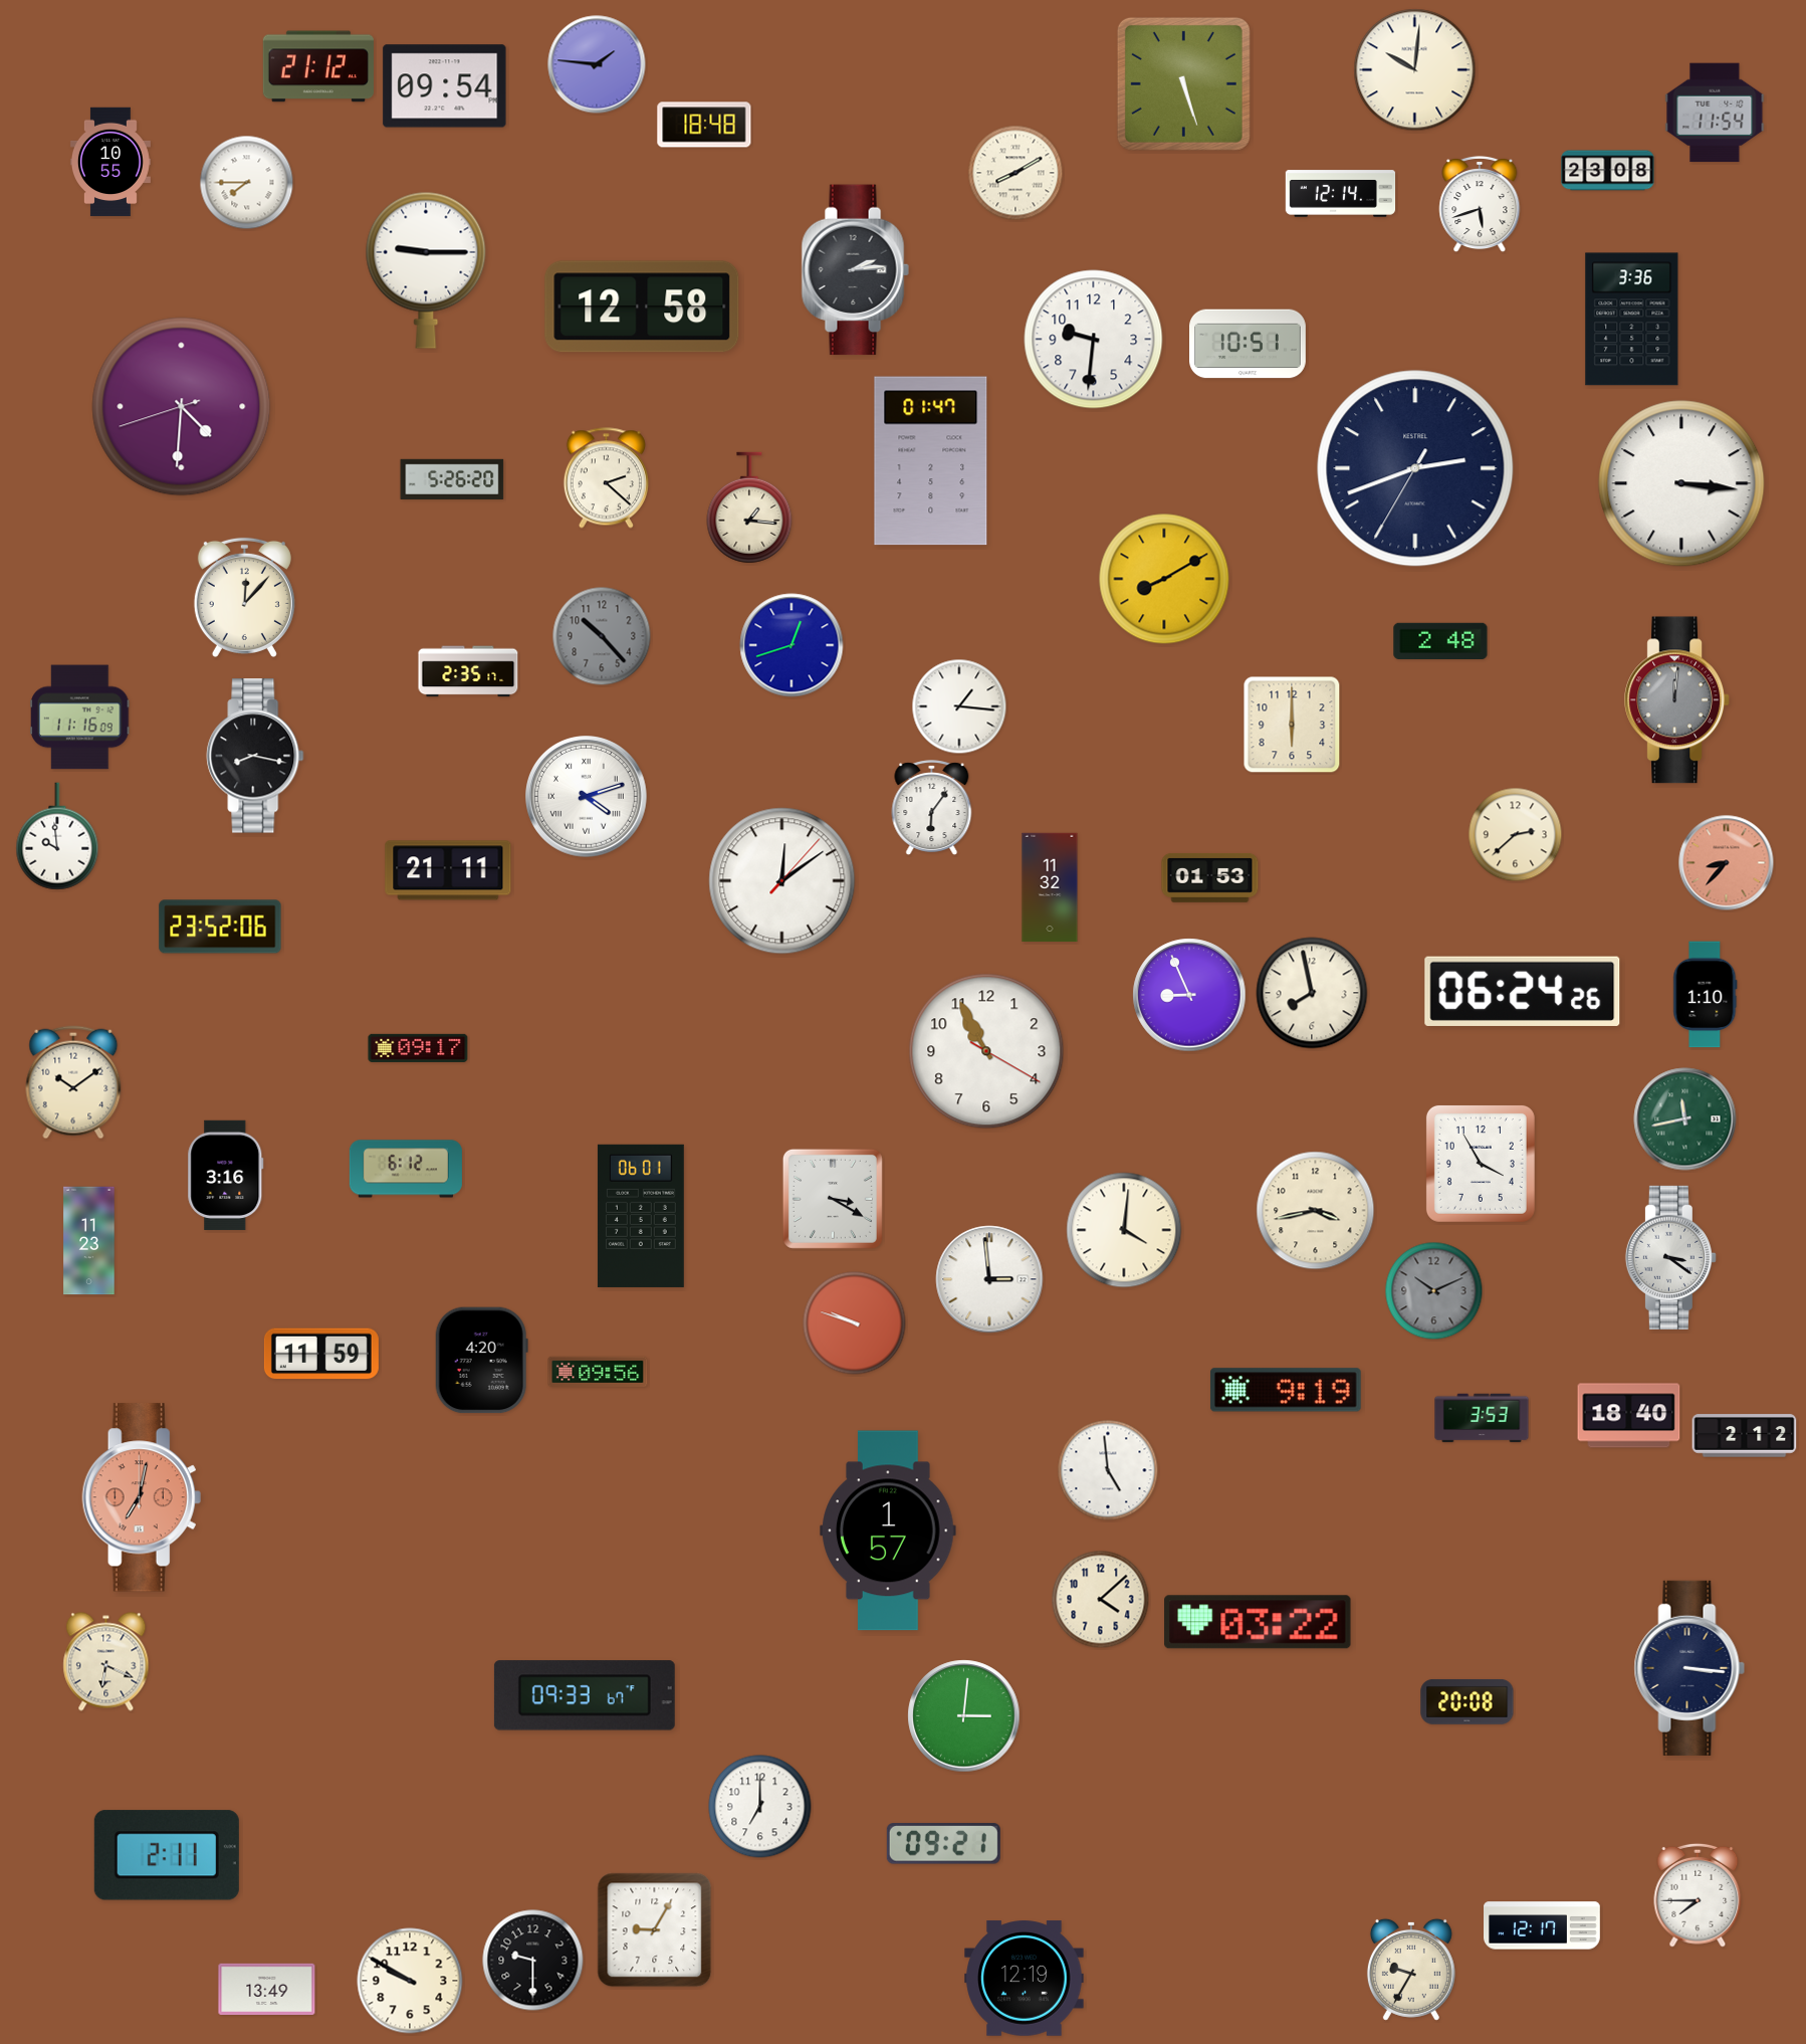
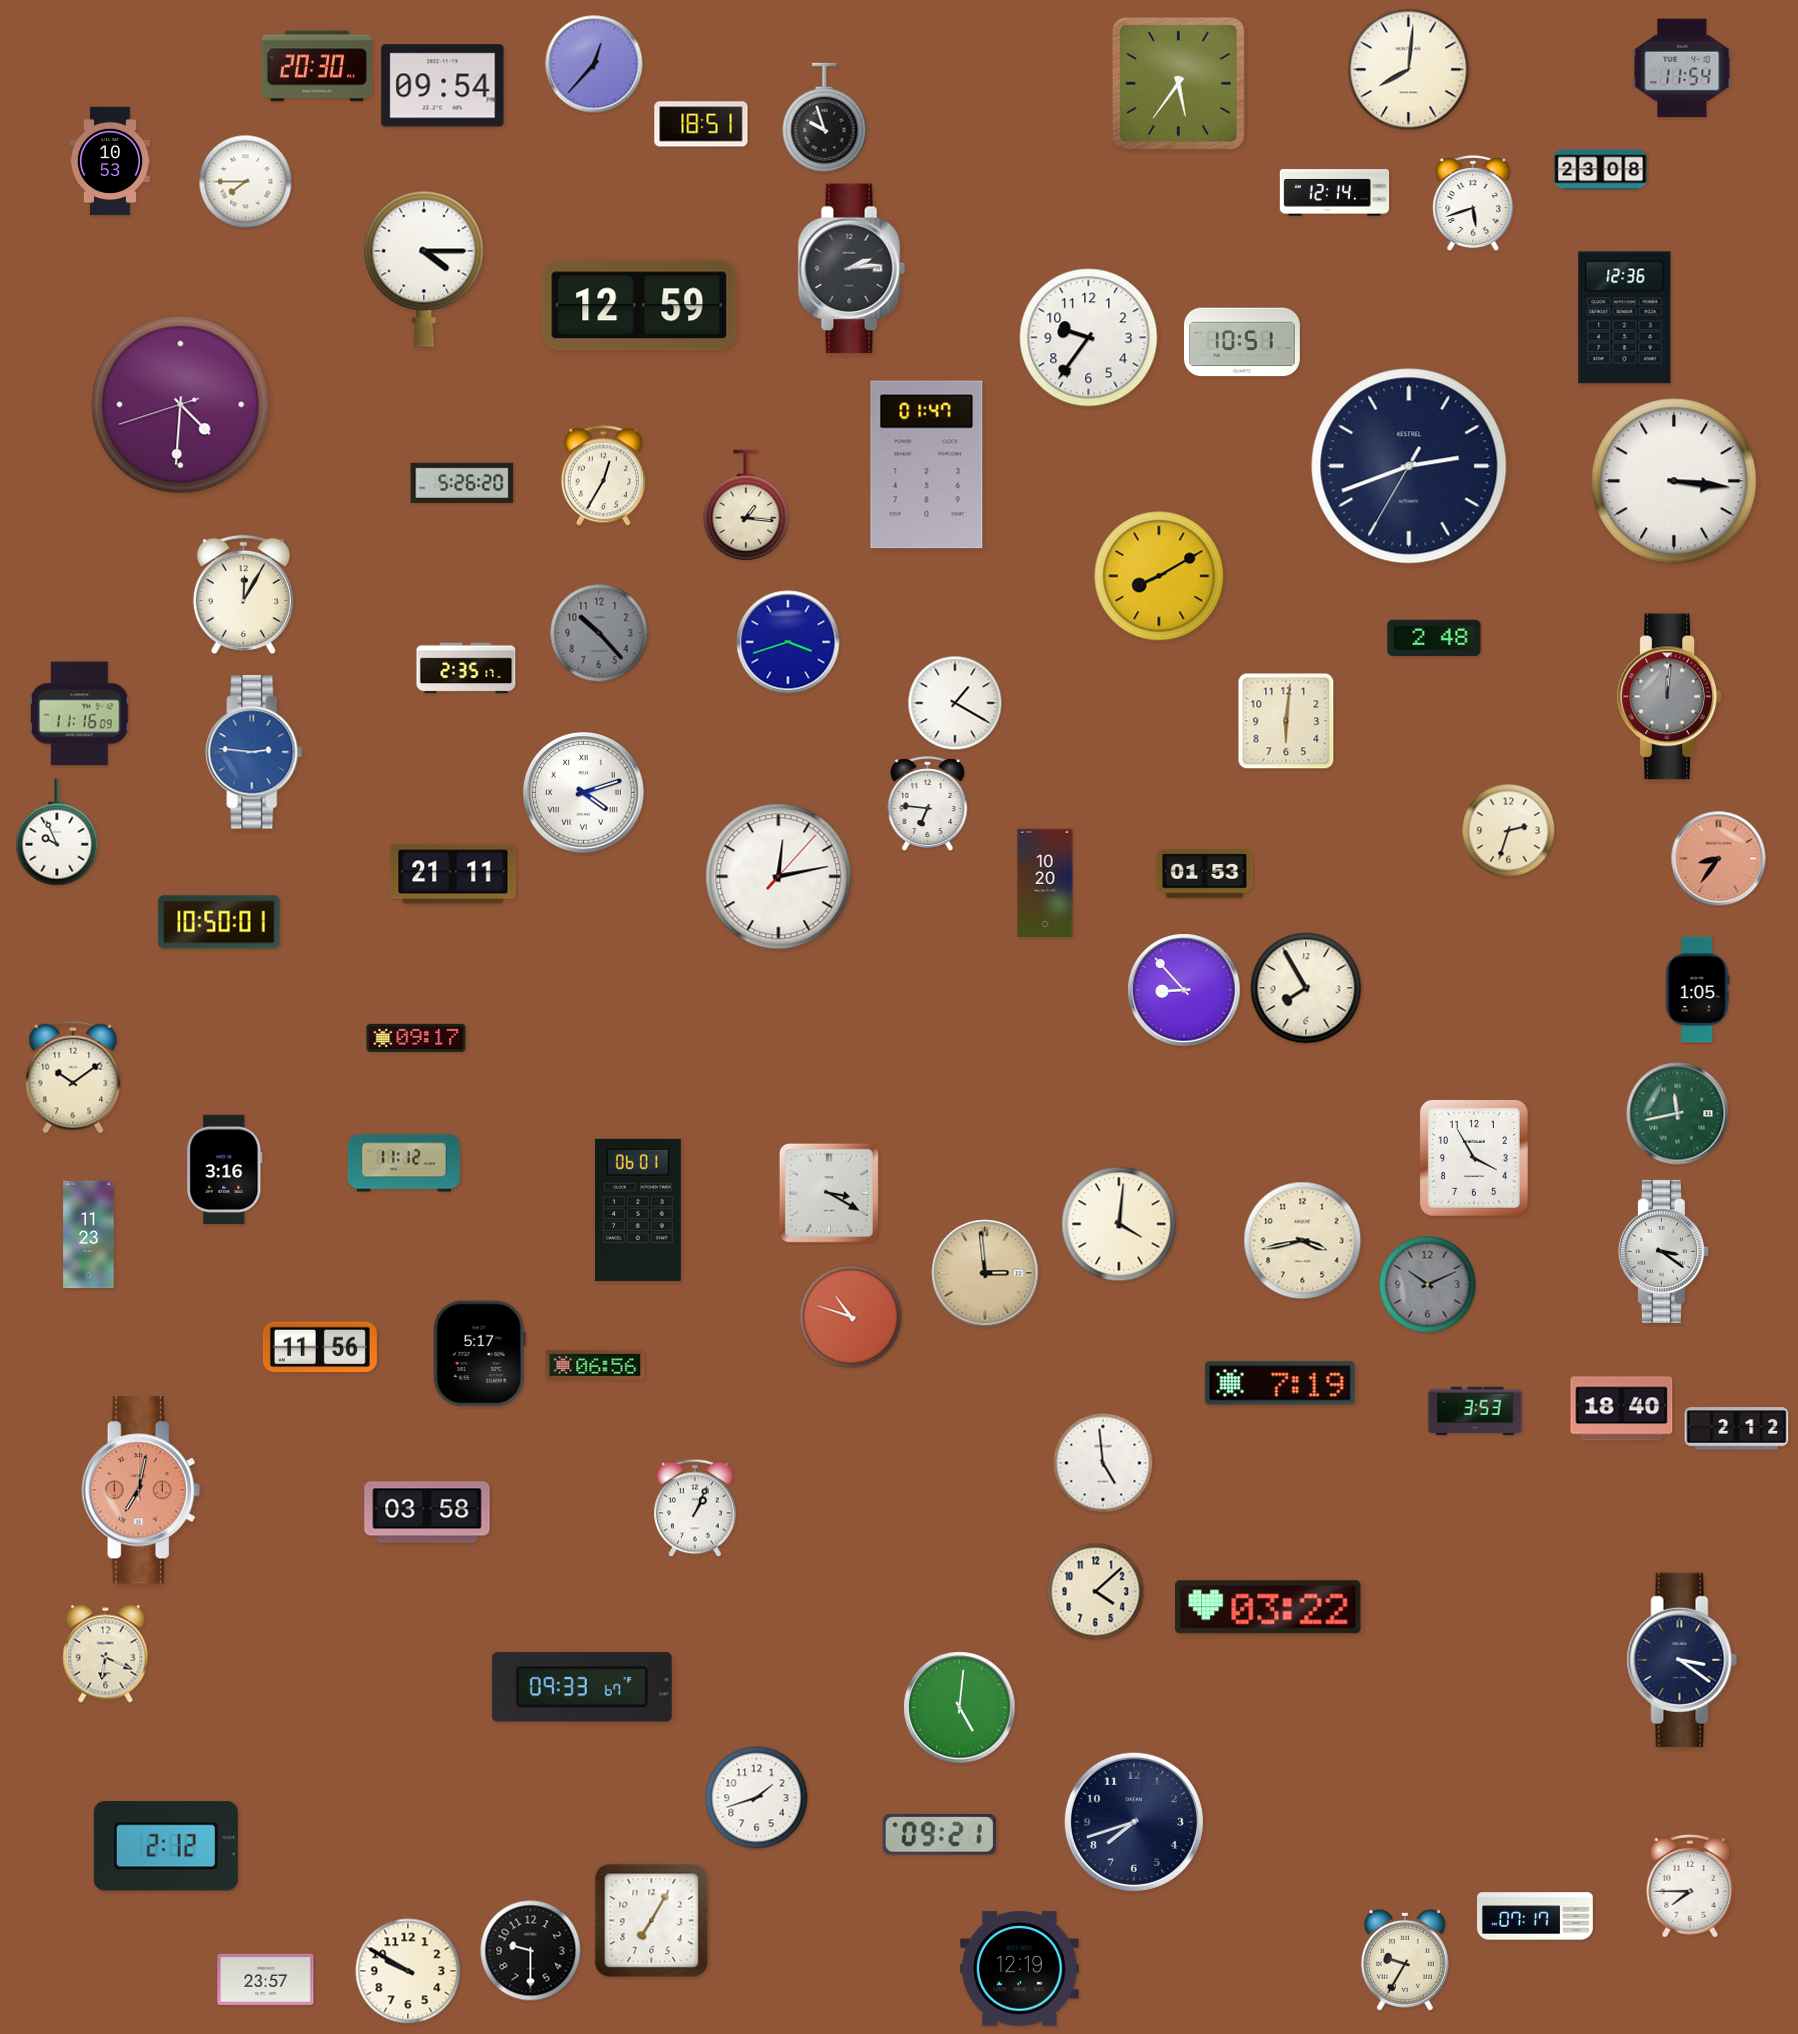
clock at (597, 64): 1:46 -> 12:37
clock at (318, 66): 21:12 -> 20:30
clock at (1415, 70): 10:01 -> 8:01
clock at (1183, 83): 5:27 -> 5:36
clock at (1715, 113) position: (1715, 113) -> (1682, 68)
clock at (825, 118): none -> 9:57
clock at (704, 125): 18:48 -> 18:51
clock at (110, 162): 10:55 -> 10:53
clock at (1015, 173): 8:10 -> none
clock at (426, 270): 9:15 -> 4:15
clock at (642, 306): 12:58 -> 12:59
clock at (1632, 320): 3:36 -> 12:36
clock at (1094, 340): 9:31 -> 9:36
clock at (931, 461) position: (931, 461) -> (927, 465)
clock at (606, 478): 2:22 -> 12:35
clock at (452, 479) position: (452, 479) -> (462, 483)
clock at (244, 597): 12:07 -> 12:05
clock at (792, 645): 12:42 -> 3:42
clock at (959, 706): 1:16 -> 1:20
clock at (1292, 725): 6:00 -> 6:01
clock at (255, 756): 8:17 -> 2:46
clock at (255, 756) dial: black -> blue
clock at (932, 807): 6:06 -> 6:46
clock at (1516, 835): 2:38 -> 2:33
clock at (57, 836): 9:59 -> 9:56
clock at (1727, 863): 8:37 -> 8:36
clock at (448, 870) position: (448, 870) -> (453, 874)
clock at (782, 881): 12:09 -> 12:13
clock at (1050, 887): 11:32 -> 10:20
clock at (220, 927): 23:52 -> 10:50
clock at (1523, 991): 06:24 -> none
clock at (1312, 993): 7:58 -> 7:55
clock at (1189, 995): 8:56 -> 8:53
clock at (1706, 995): 1:10 -> 1:05
clock at (418, 1048) position: (418, 1048) -> (416, 1038)
clock at (986, 1051): 10:55 -> none
clock at (406, 1169): 6:12 -> 11:12
clock at (1316, 1211) position: (1316, 1211) -> (1303, 1241)
clock at (989, 1279) dial: white -> champagne
clock at (855, 1323): 9:48 -> 10:48
clock at (321, 1354): 11:59 -> 11:56
clock at (481, 1361): 4:20 -> 5:17
clock at (598, 1371): 09:56 -> 06:56
clock at (1286, 1390): 9:19 -> 7:19
clock at (695, 1508): none -> 1:04
clock at (427, 1512): none -> 03:58
clock at (888, 1530): 1:57 -> none
clock at (1258, 1622) position: (1258, 1622) -> (1268, 1607)
clock at (1689, 1668): 3:16 -> 3:21
clock at (1468, 1701): 20:08 -> none
clock at (964, 1716): 3:01 -> 5:01
clock at (760, 1807): 7:00 -> 1:42
clock at (1134, 1822): none -> 7:42
clock at (167, 1855): 2:11 -> 2:12
clock at (1542, 1925): 12:17 -> 07:17
clock at (655, 1930): 9:05 -> 7:05
clock at (267, 1989): 13:49 -> 23:57
